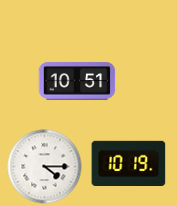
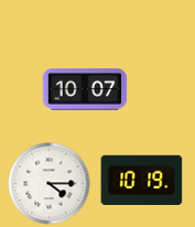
clock at (77, 81): 10:51 -> 10:07
